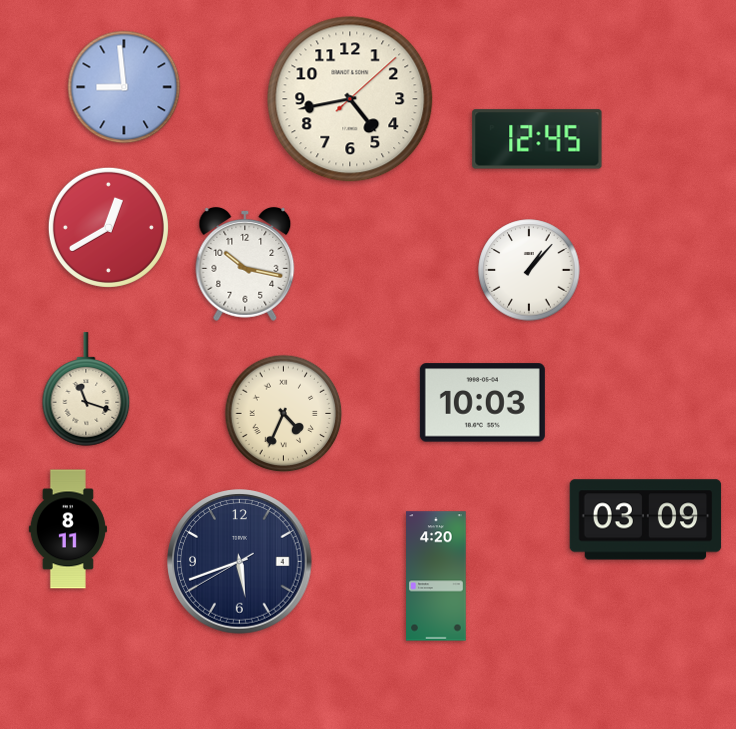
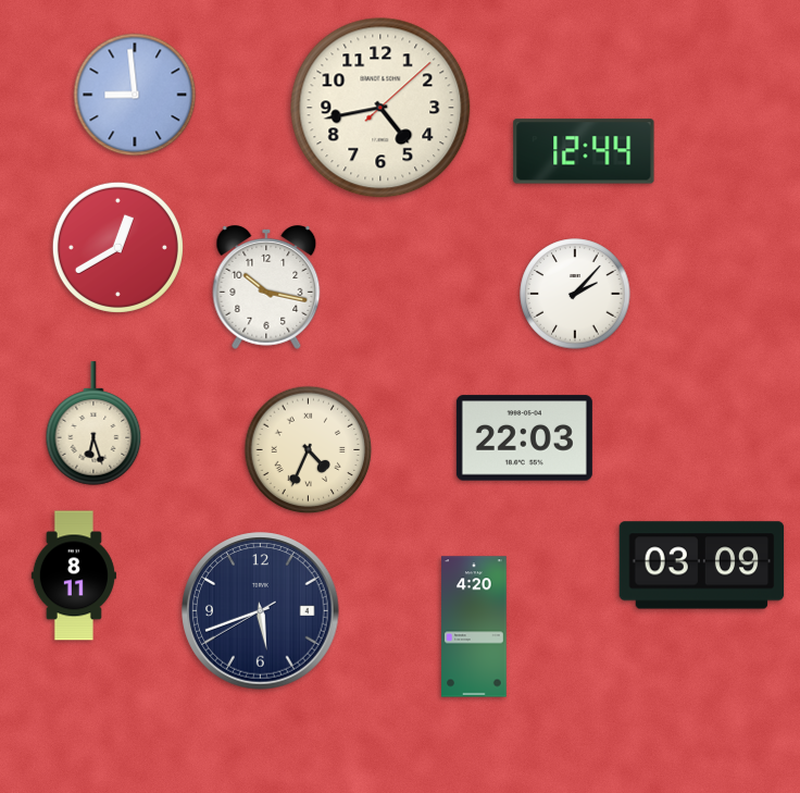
clock at (537, 139): 12:45 -> 12:44
clock at (529, 270): 1:07 -> 2:07
clock at (86, 389): 11:18 -> 6:27
clock at (482, 403): 10:03 -> 22:03
